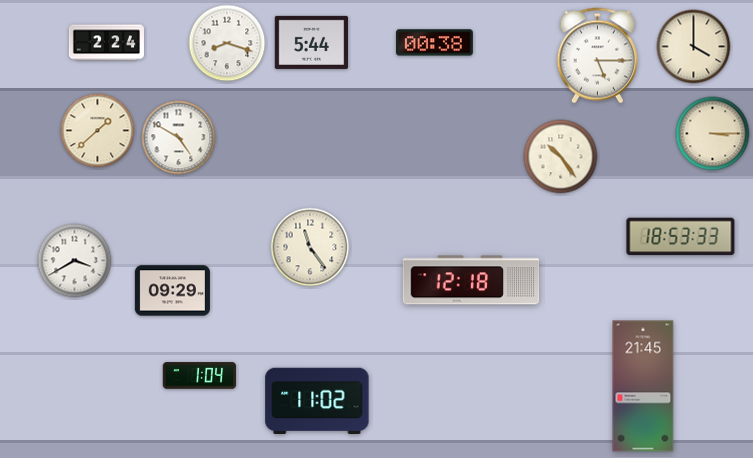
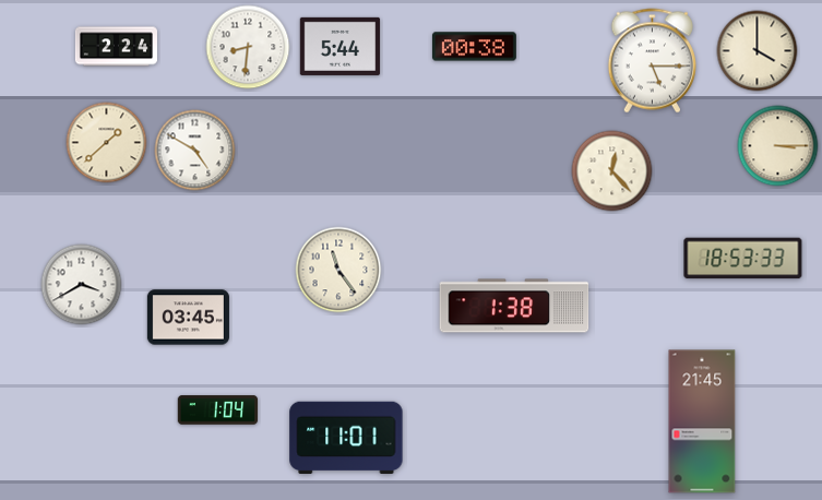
clock at (227, 43): 8:18 -> 8:31
clock at (561, 157): 10:24 -> 12:23
clock at (471, 280): 12:18 -> 1:38
clock at (172, 291): 09:29 -> 03:45
clock at (317, 400): 11:02 -> 11:01
